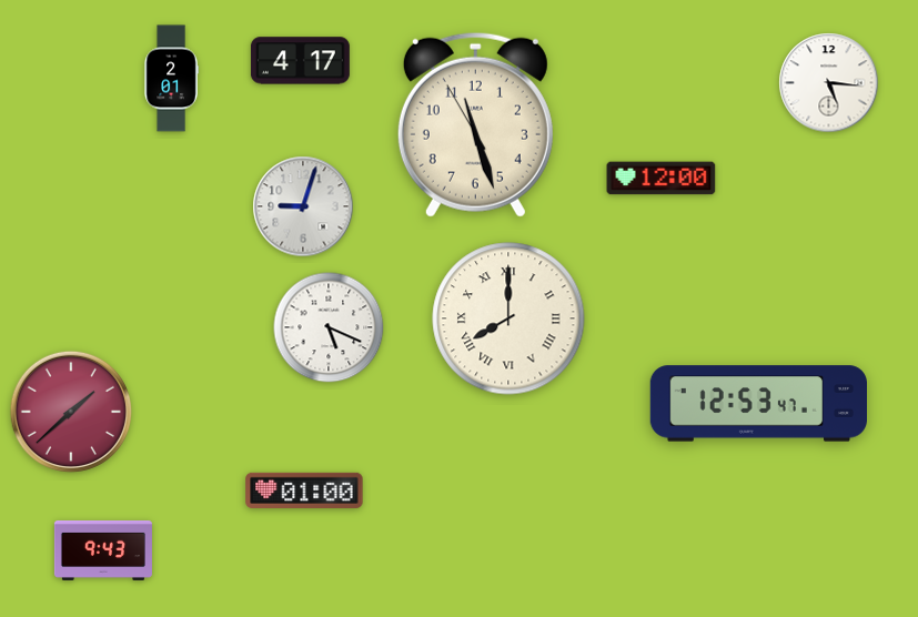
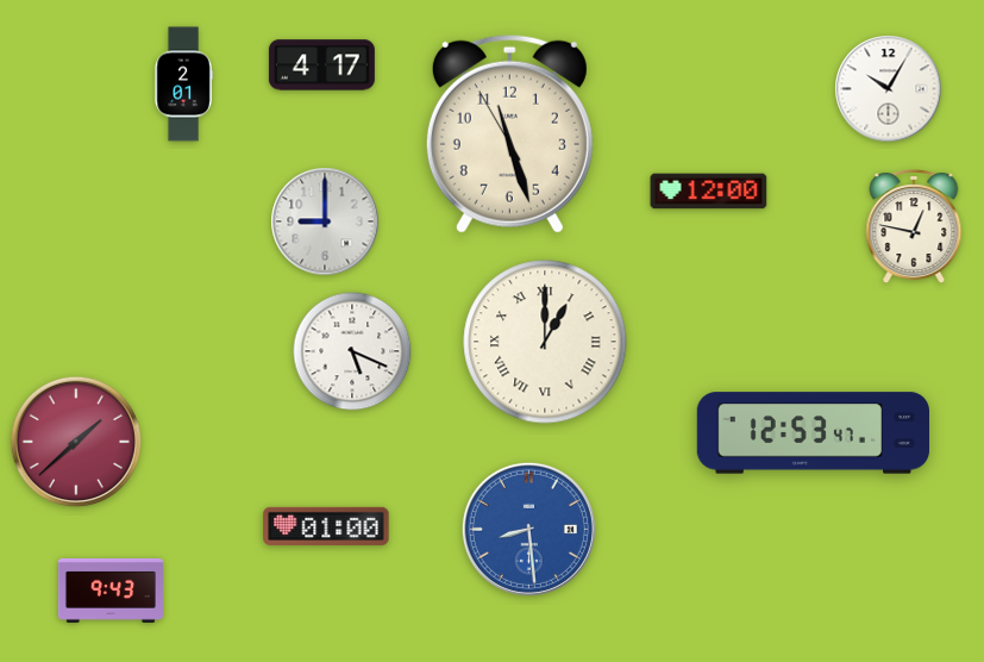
clock at (829, 83): 5:16 -> 10:05
clock at (303, 206): 9:03 -> 9:00
clock at (914, 227): none -> 12:47
clock at (508, 318): 8:00 -> 1:00
clock at (528, 529): none -> 8:29
